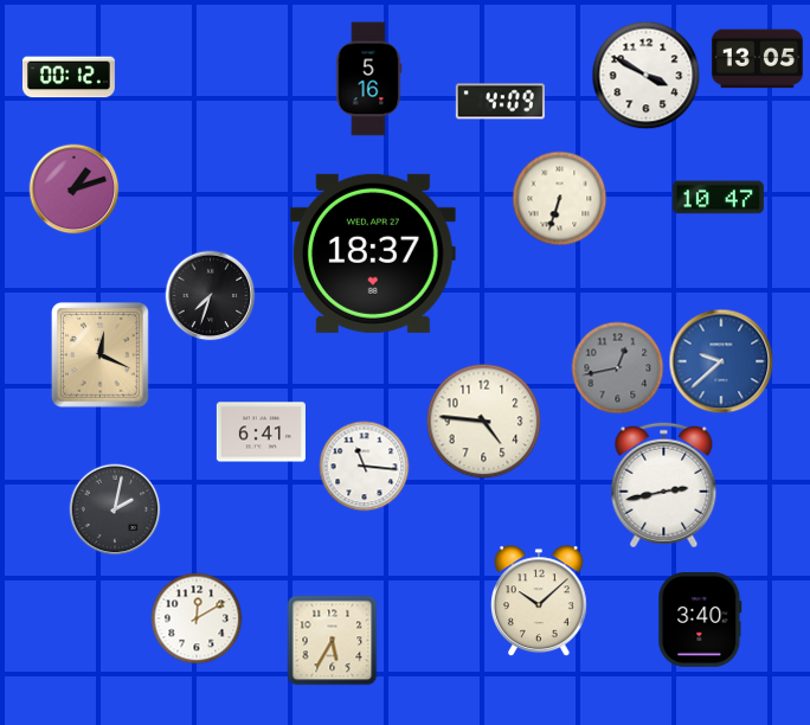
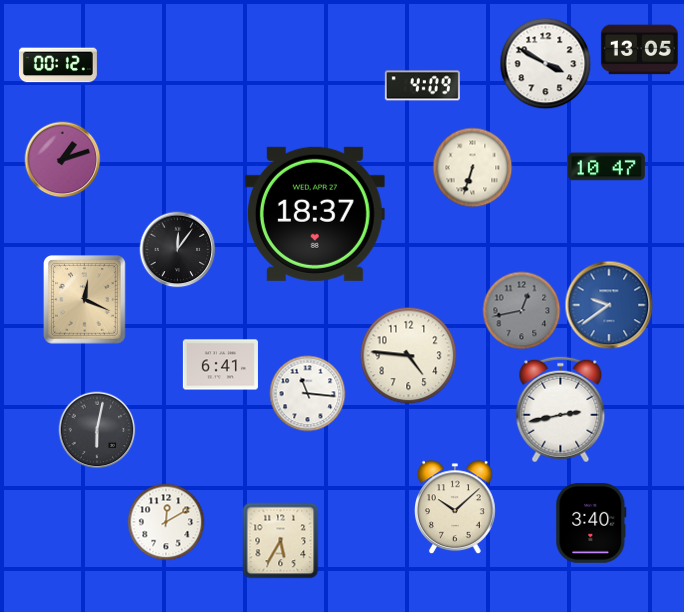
clock at (368, 79): 5:16 -> none
clock at (211, 296): 7:33 -> 12:06
clock at (721, 361): 9:38 -> 9:39
clock at (115, 509): 2:02 -> 6:02
